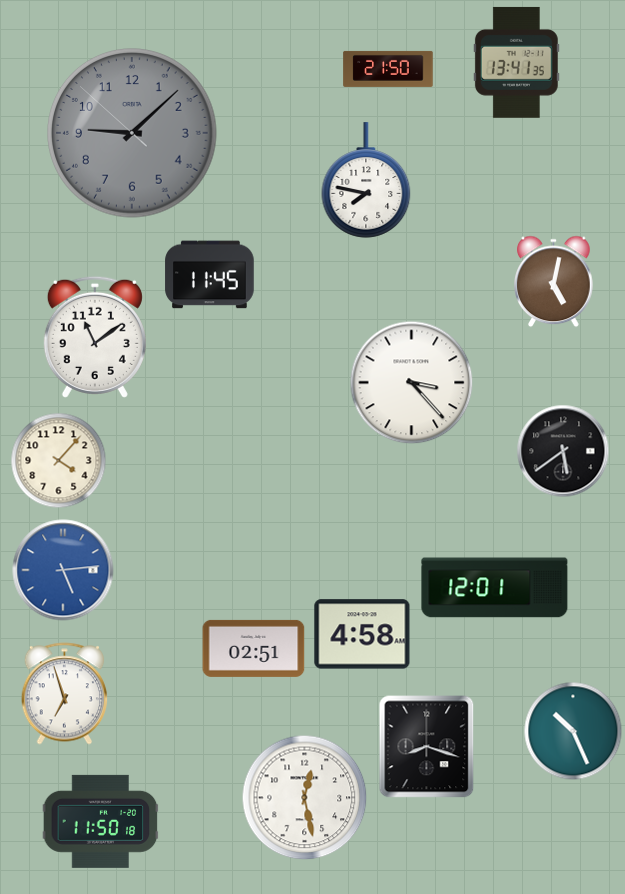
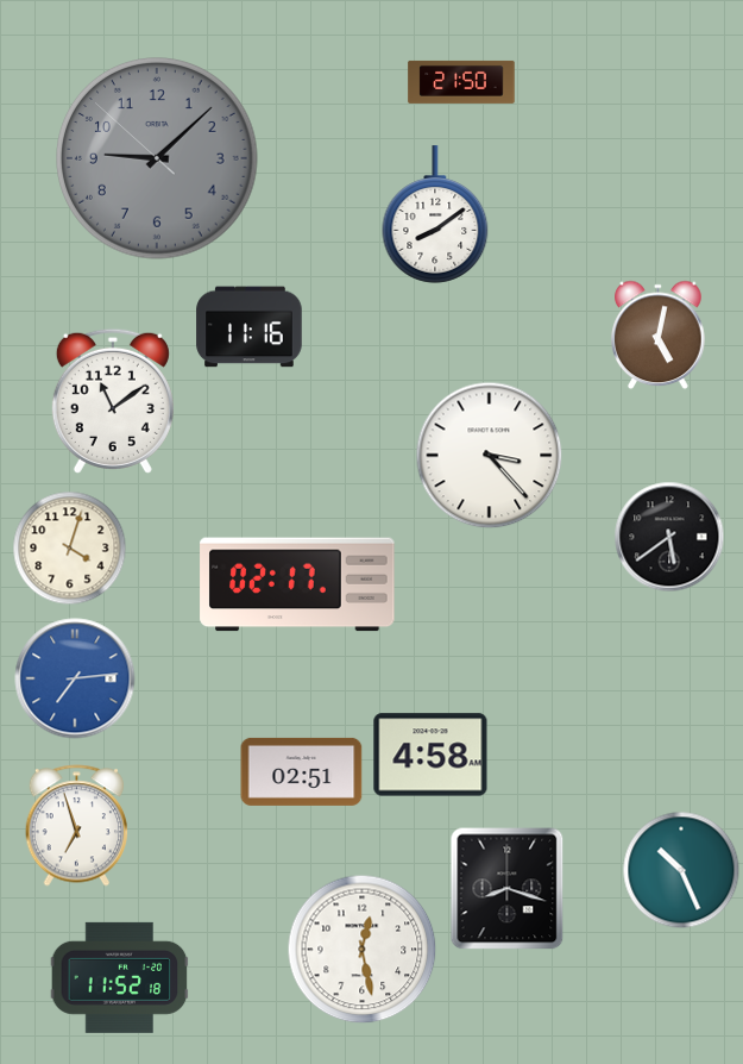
clock at (516, 62): 13:41 -> none
clock at (366, 180): 7:47 -> 8:09
clock at (210, 275): 11:45 -> 11:16
clock at (59, 461): 4:07 -> 4:03
clock at (297, 584): none -> 02:17
clock at (63, 570): 5:14 -> 7:14
clock at (495, 588): 12:01 -> none
clock at (101, 821): 11:50 -> 11:52
